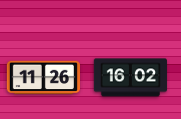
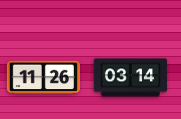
clock at (130, 78): 16:02 -> 03:14
